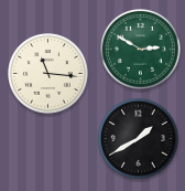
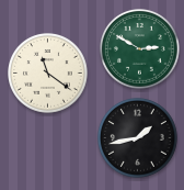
clock at (48, 74): 11:16 -> 11:21
clock at (139, 139): 1:40 -> 1:43
